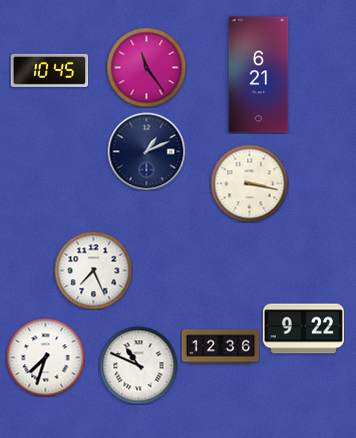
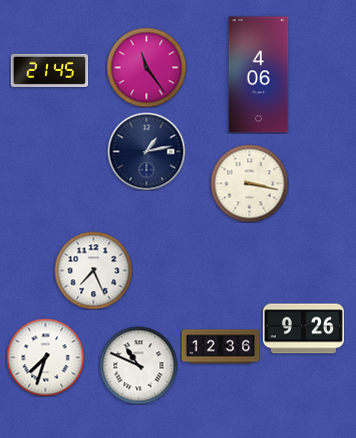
clock at (49, 70): 10:45 -> 21:45
clock at (259, 75): 6:21 -> 4:06
clock at (146, 151): 1:11 -> 1:13
clock at (303, 329): 9:22 -> 9:26
